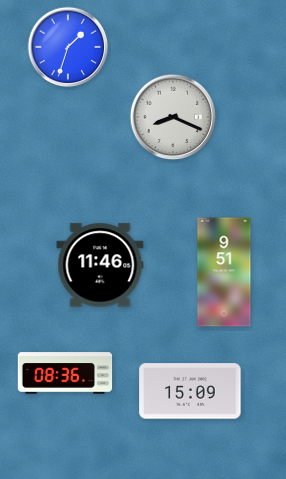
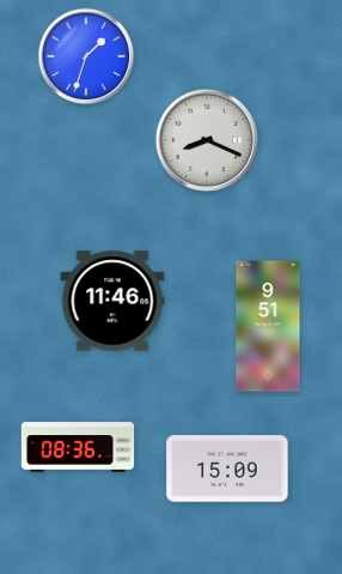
clock at (68, 47) position: (68, 47) -> (86, 56)
clock at (100, 265) position: (100, 265) -> (112, 301)
